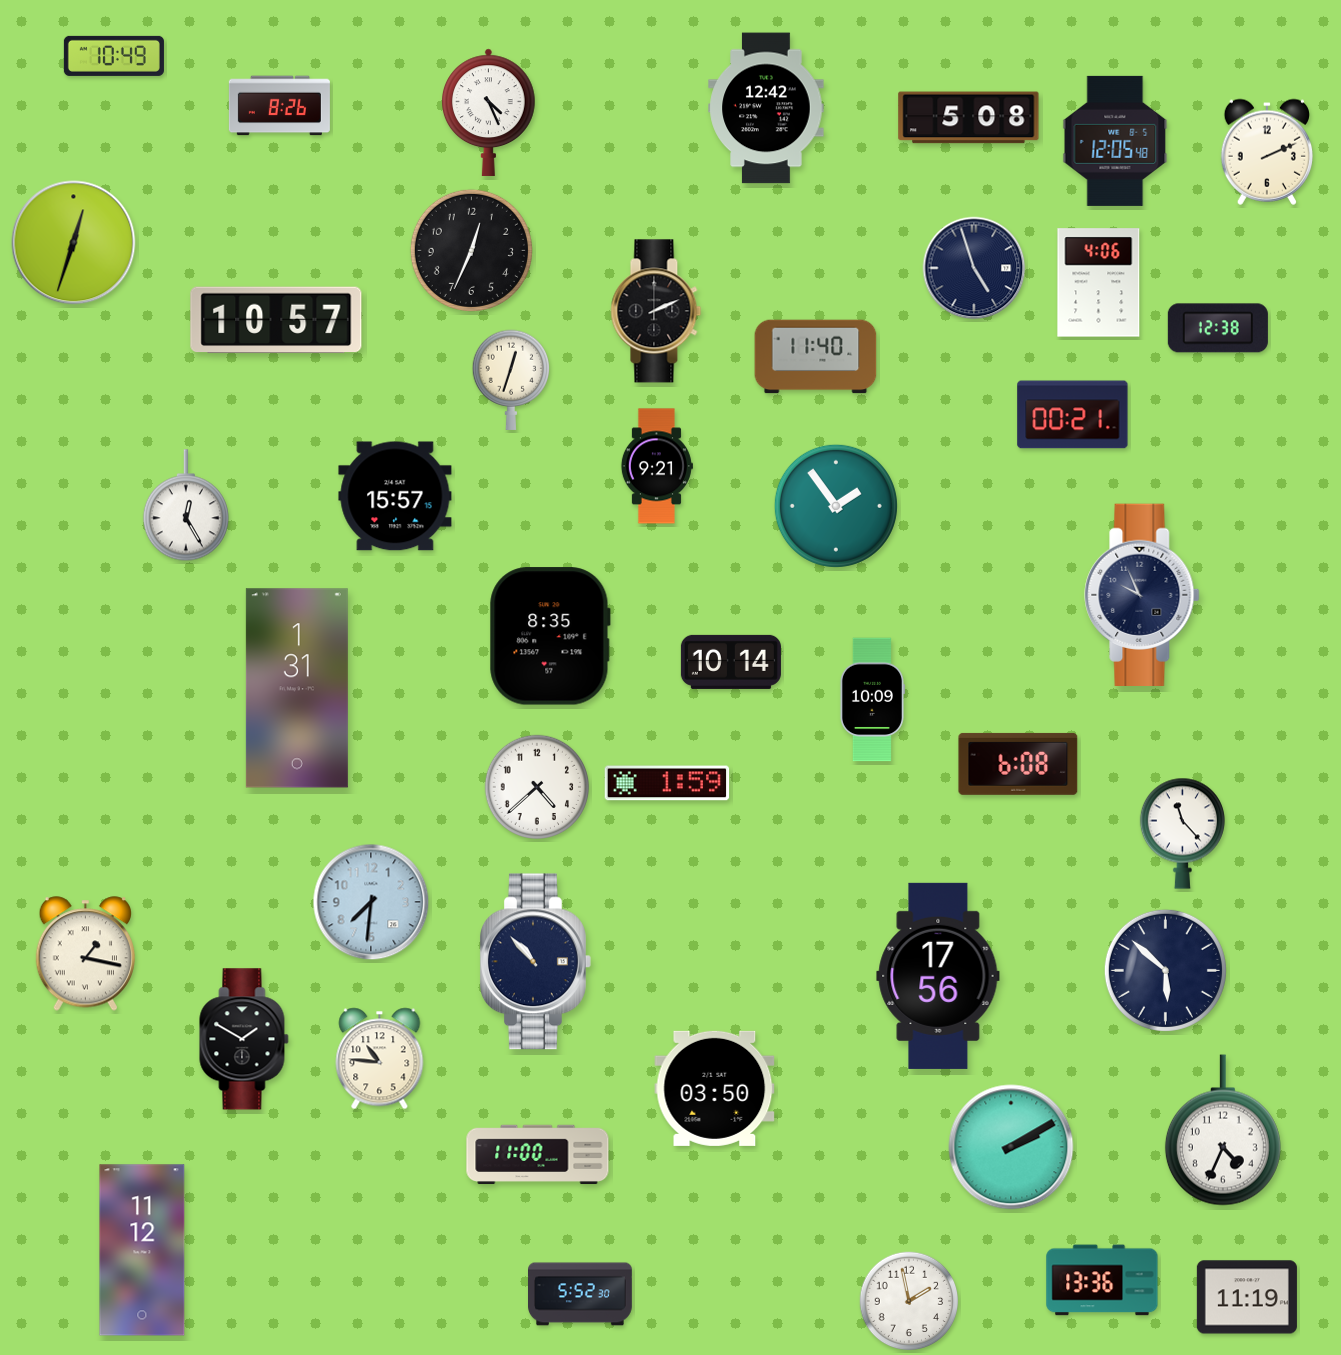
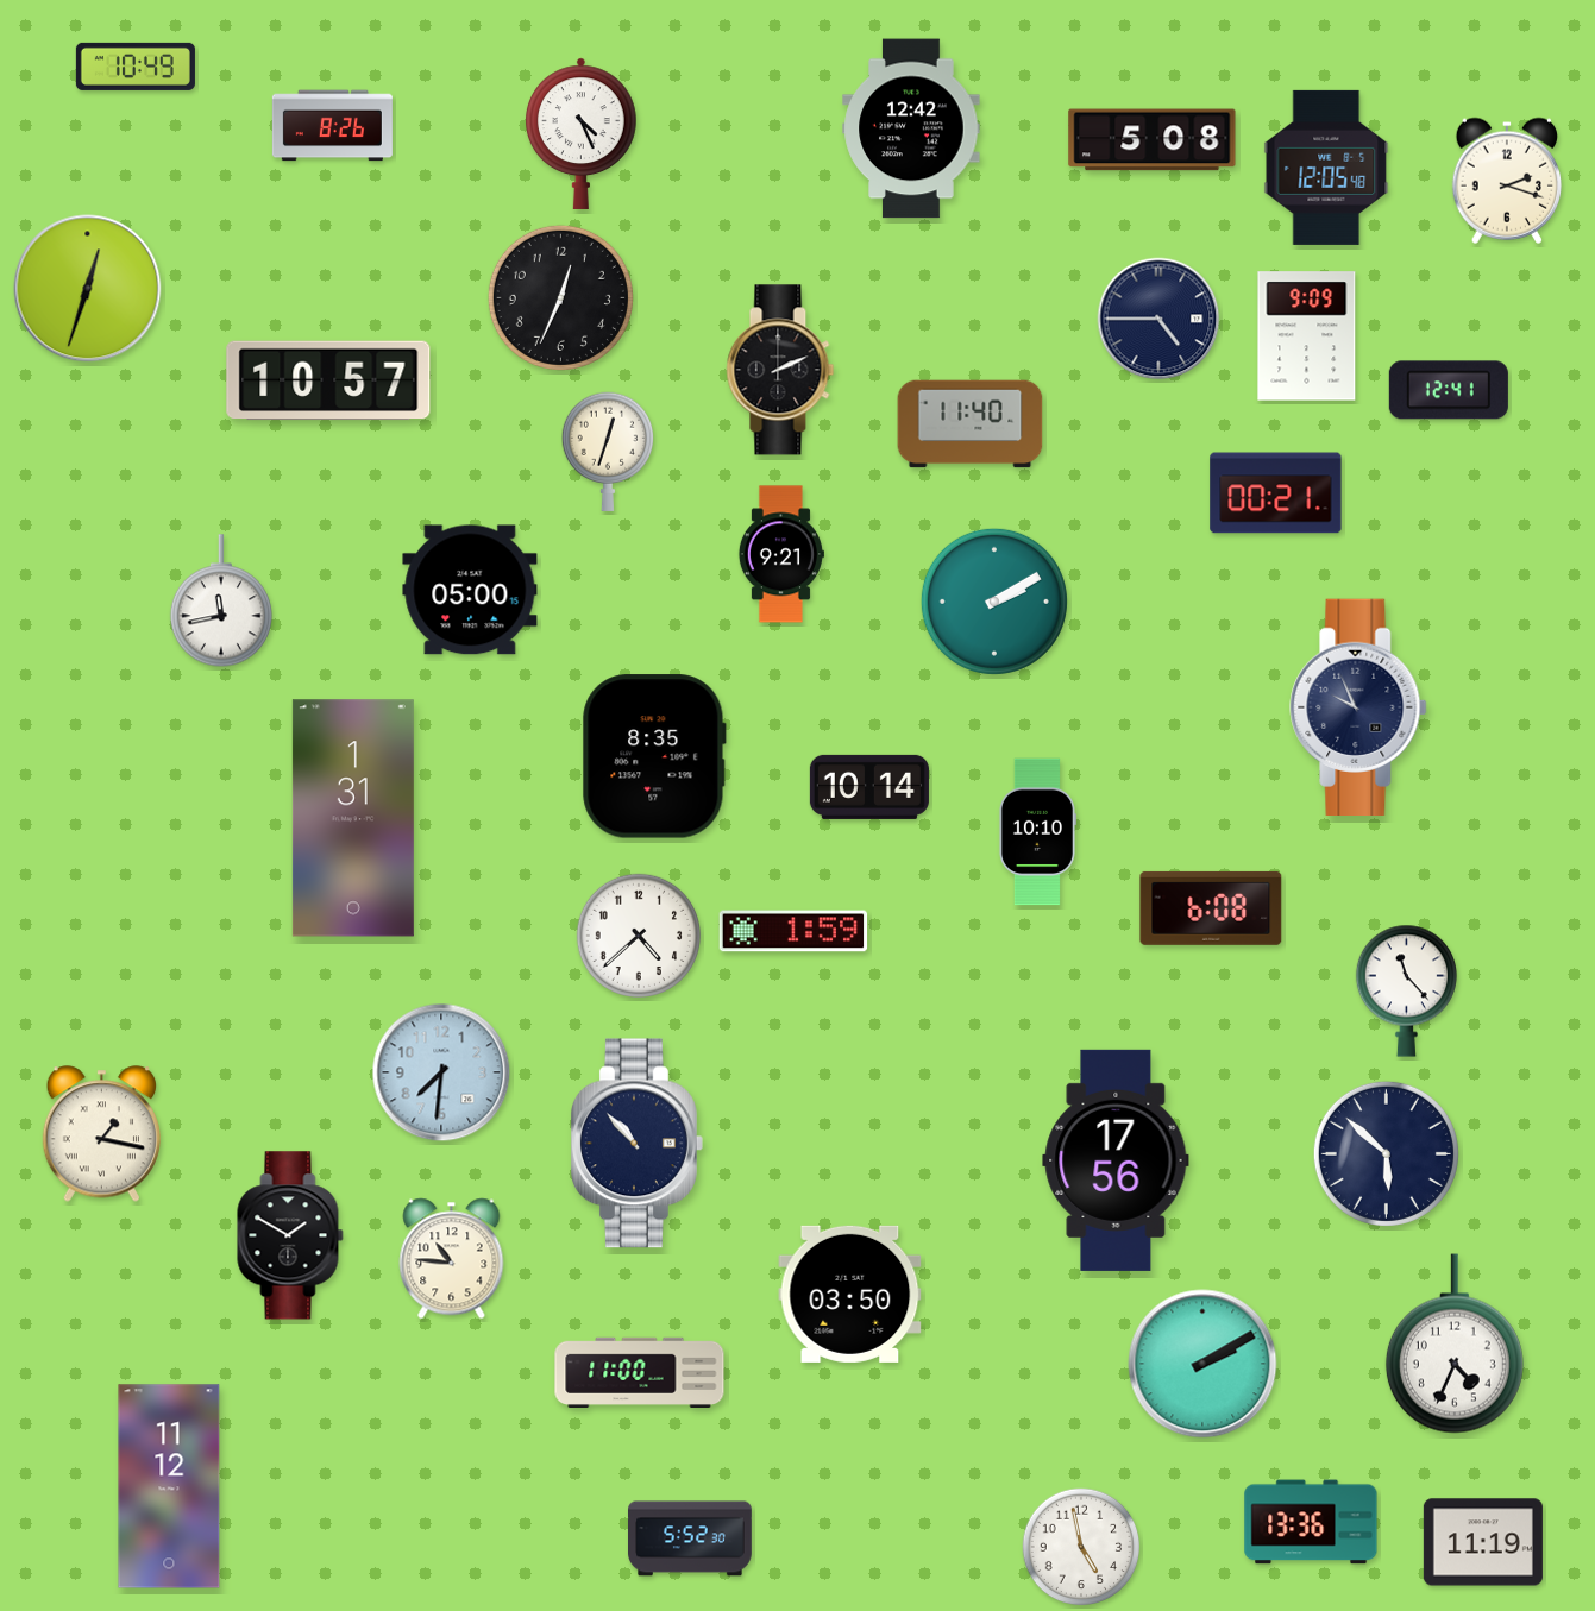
clock at (1266, 152): 2:11 -> 2:18
clock at (974, 268): 4:57 -> 4:45
clock at (1099, 283): 4:06 -> 9:09
clock at (1218, 328): 12:38 -> 12:41
clock at (395, 496): 15:57 -> 05:00
clock at (186, 506): 12:25 -> 11:43
clock at (836, 506): 1:54 -> 2:10
clock at (872, 700): 10:09 -> 10:10
clock at (909, 1301): 1:58 -> 4:58
